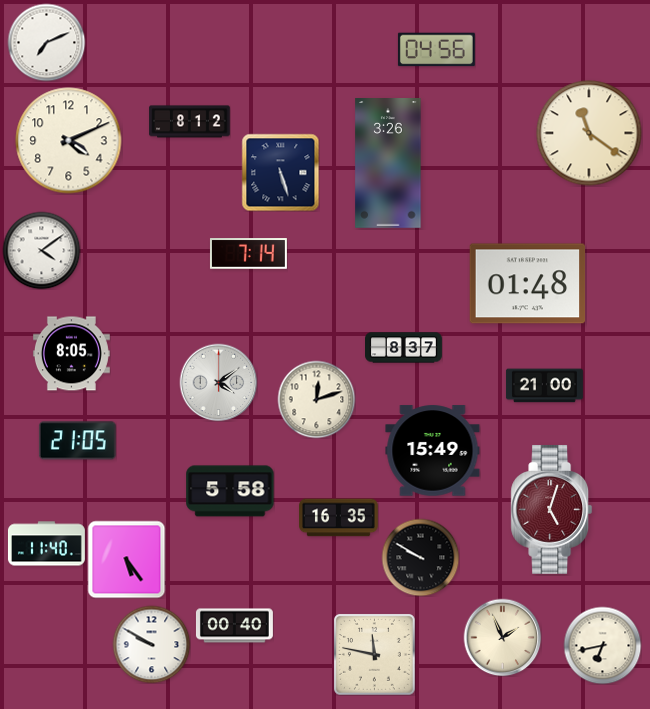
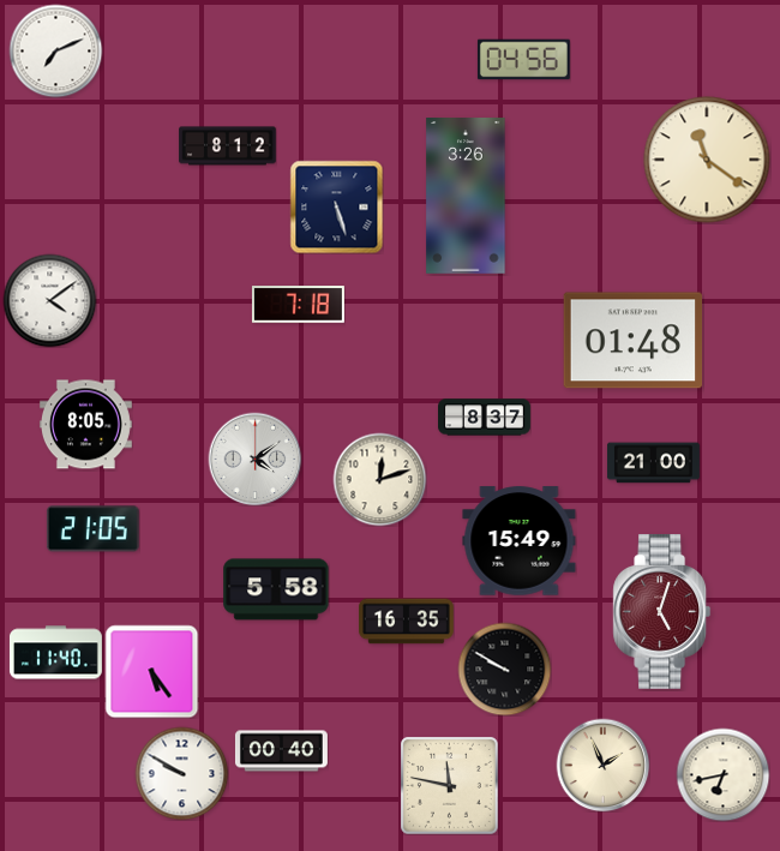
clock at (69, 141): 4:11 -> none
clock at (248, 254): 7:14 -> 7:18
clock at (218, 382) position: (218, 382) -> (254, 459)
